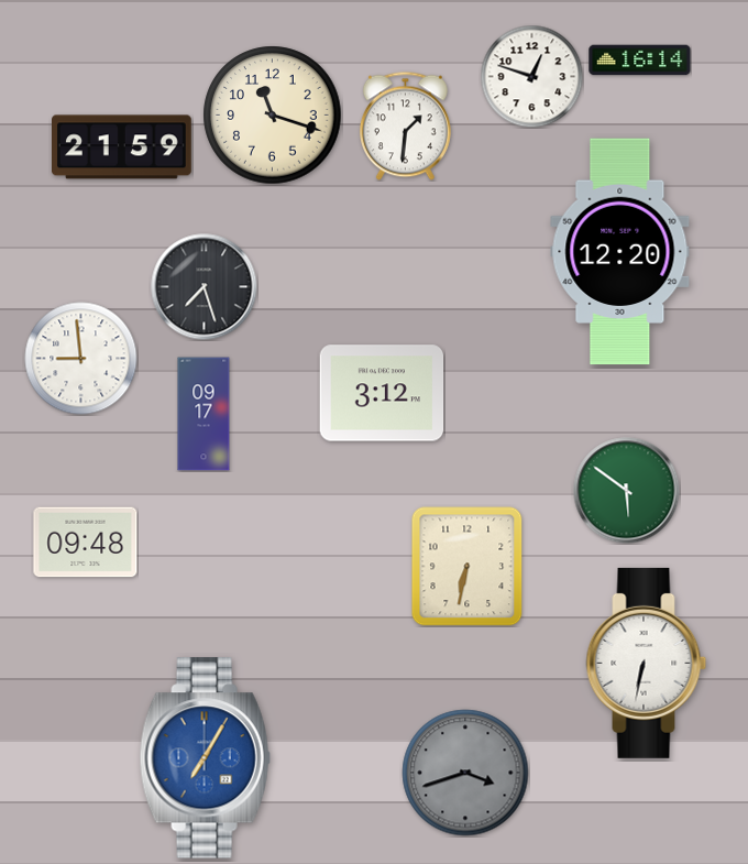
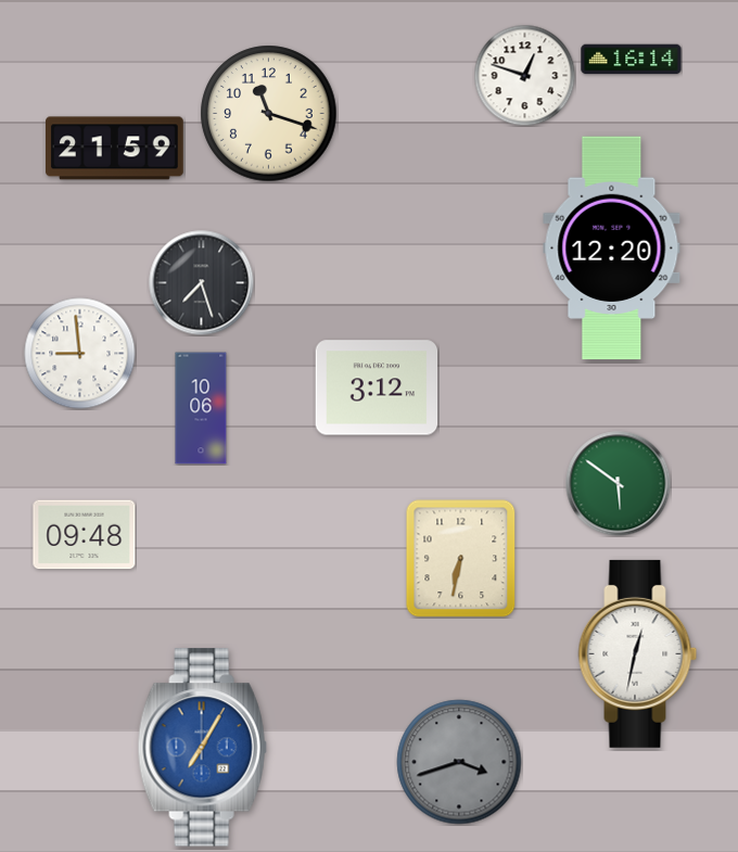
clock at (405, 125): 1:31 -> none
clock at (122, 147) position: (122, 147) -> (115, 149)
clock at (204, 414): 09:17 -> 10:06
clock at (647, 663): 6:32 -> 12:32
